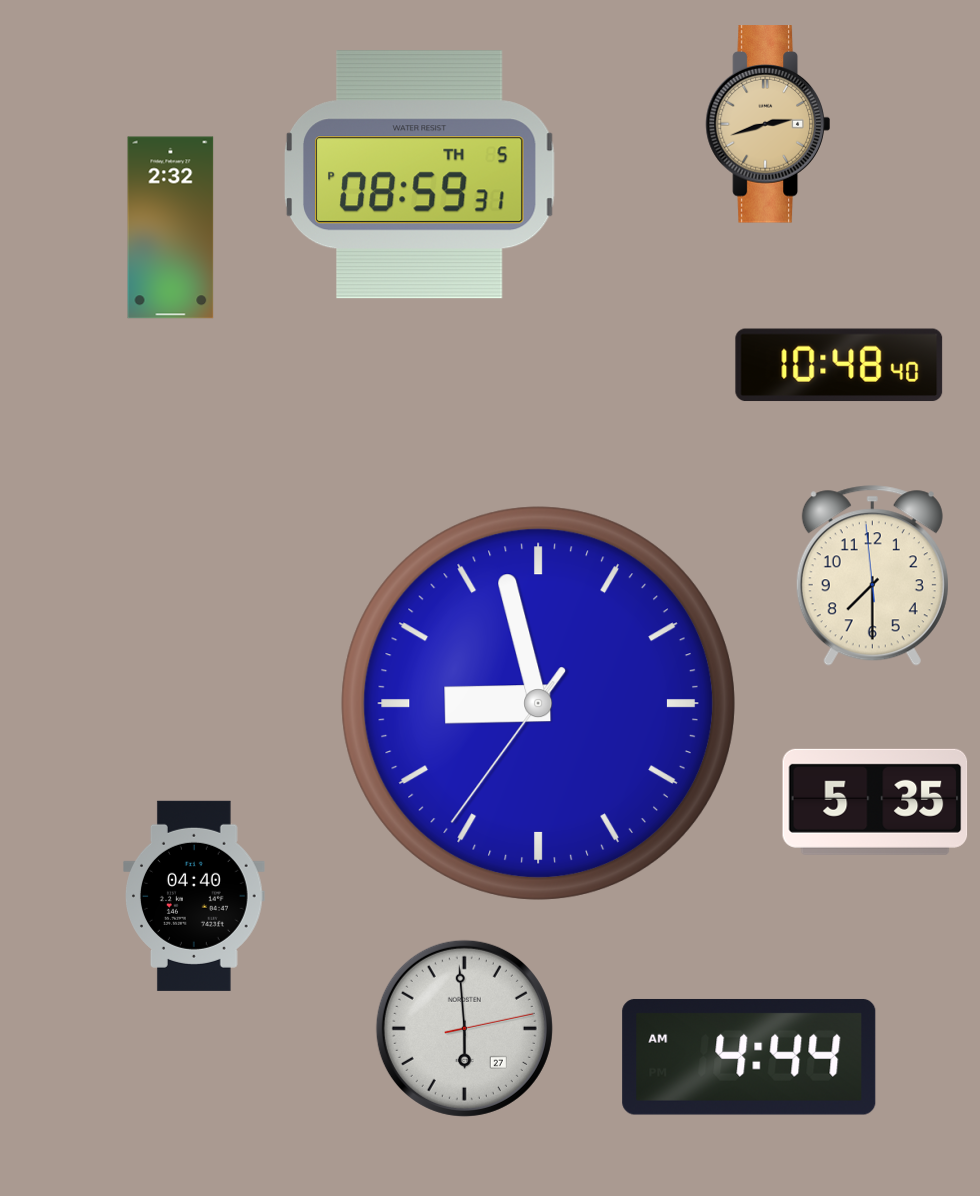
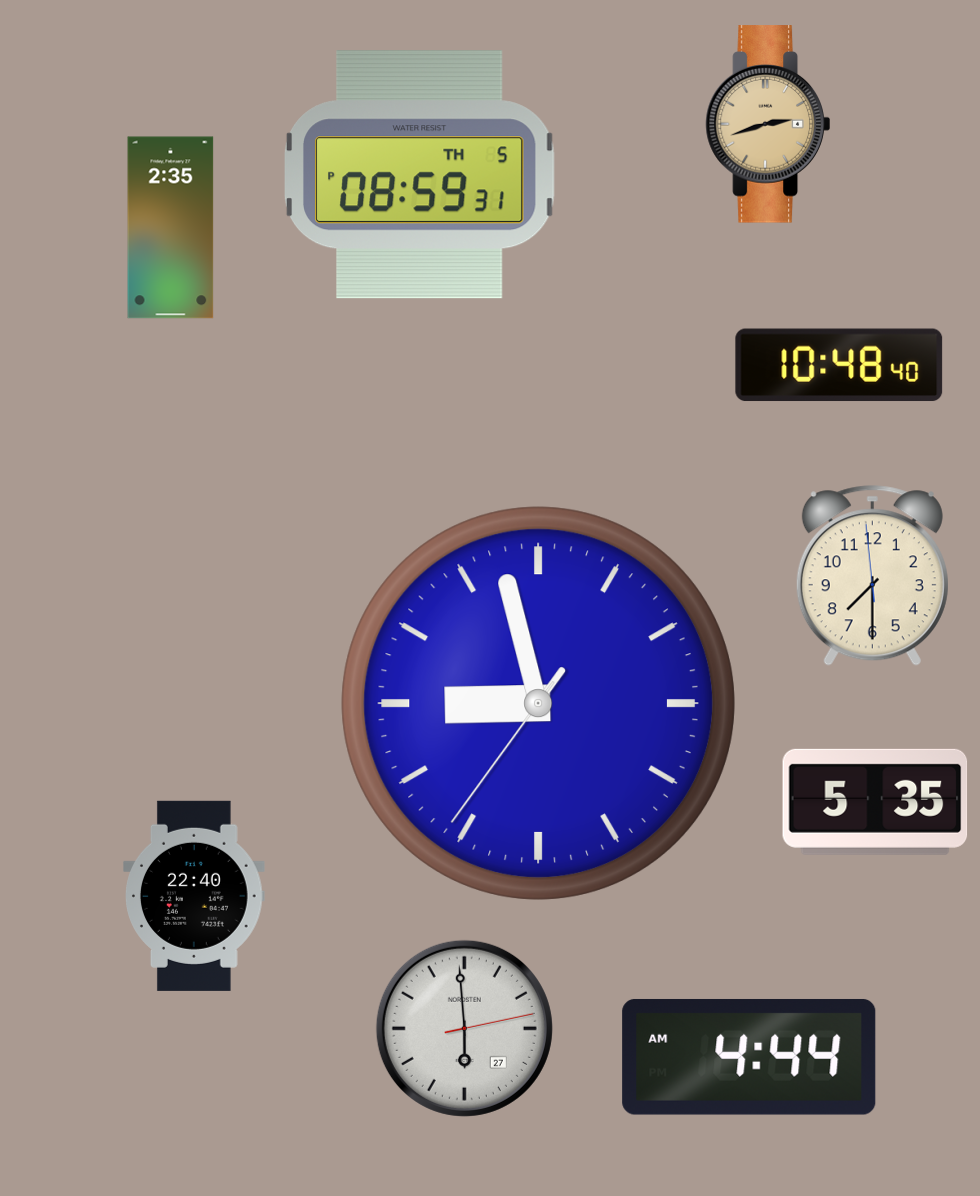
clock at (171, 228): 2:32 -> 2:35
clock at (195, 896): 04:40 -> 22:40
